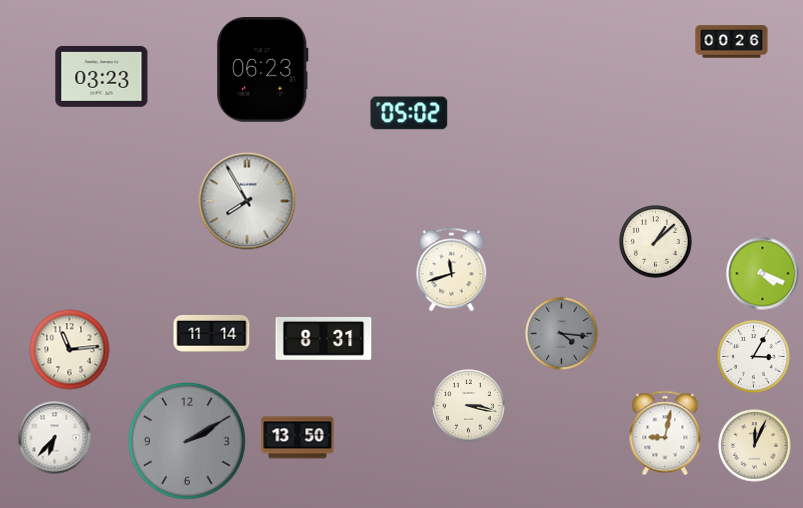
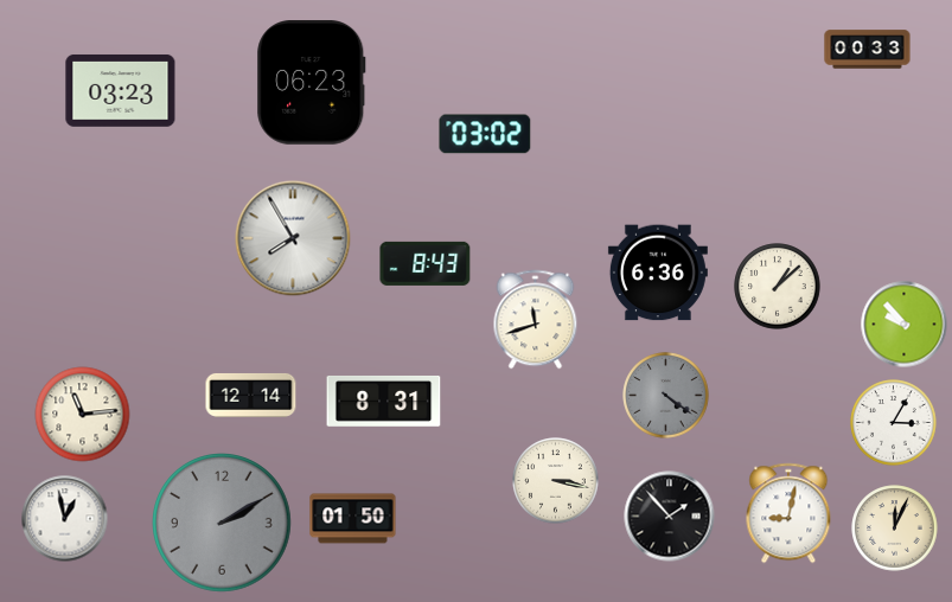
clock at (732, 42): 00:26 -> 00:33
clock at (409, 113): 05:02 -> 03:02
clock at (426, 263): none -> 8:43
clock at (658, 273): none -> 6:36
clock at (763, 274): 4:19 -> 9:53
clock at (212, 333): 11:14 -> 12:14
clock at (562, 334): 4:16 -> 4:21
clock at (670, 517): none -> 1:53
clock at (55, 438): 6:37 -> 12:58
clock at (298, 438): 13:50 -> 01:50
